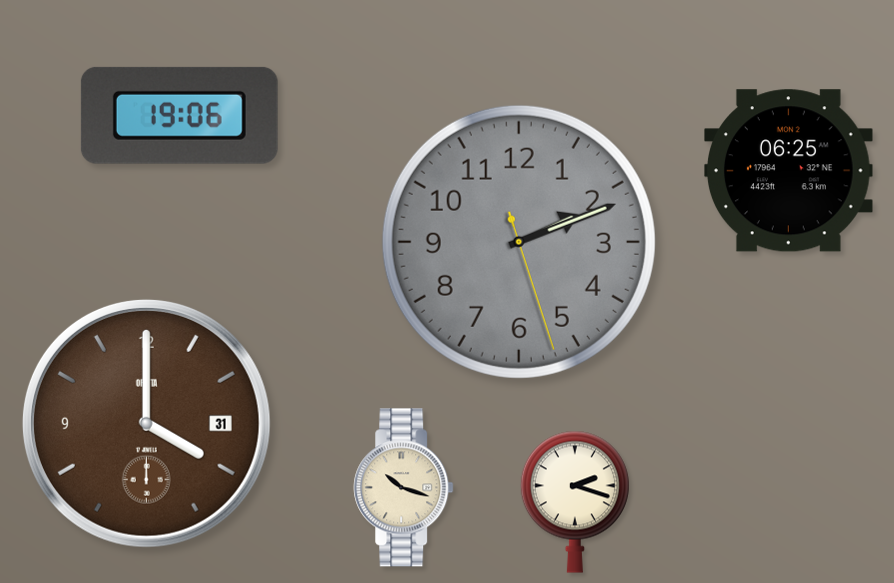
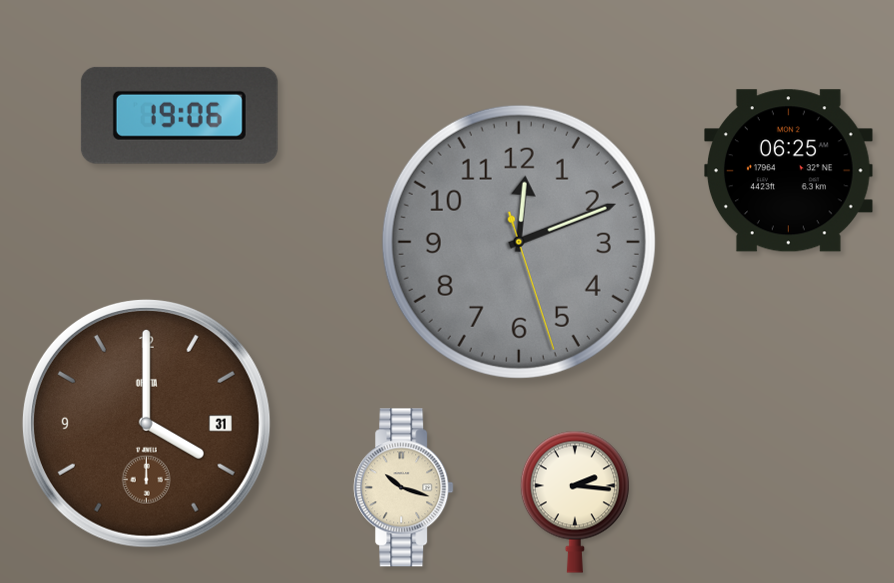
clock at (519, 242): 2:11 -> 12:11
clock at (575, 502): 2:18 -> 2:16
